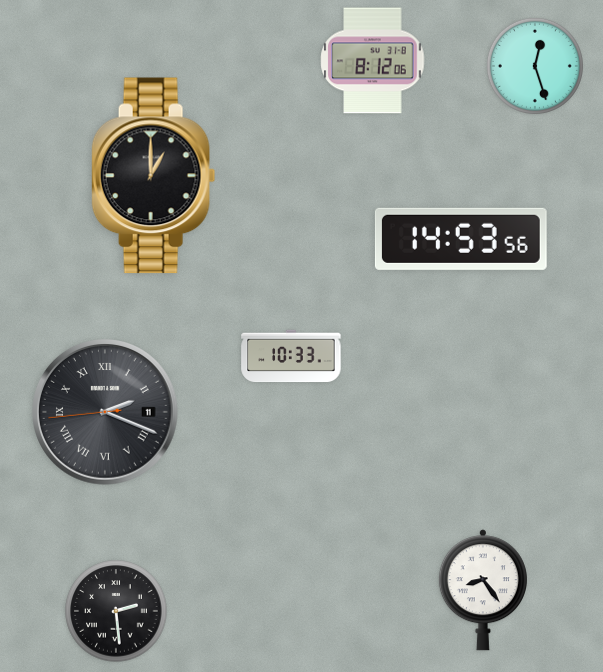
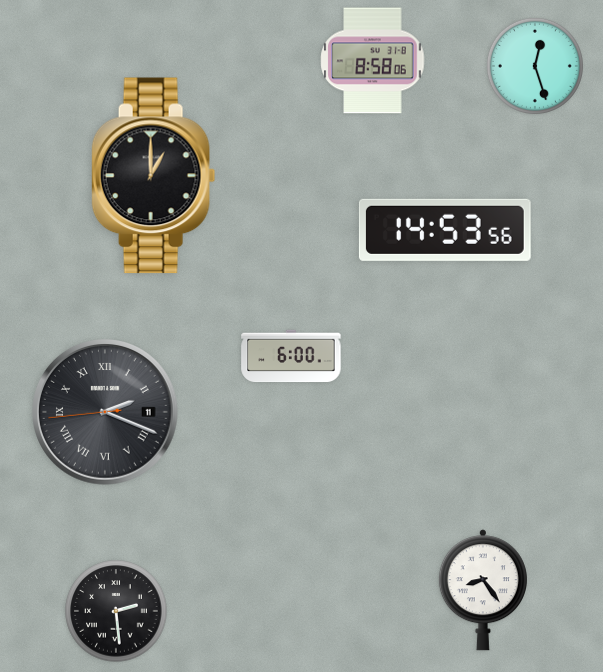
clock at (373, 61): 8:12 -> 8:58
clock at (461, 239) position: (461, 239) -> (445, 230)
clock at (291, 356): 10:33 -> 6:00
